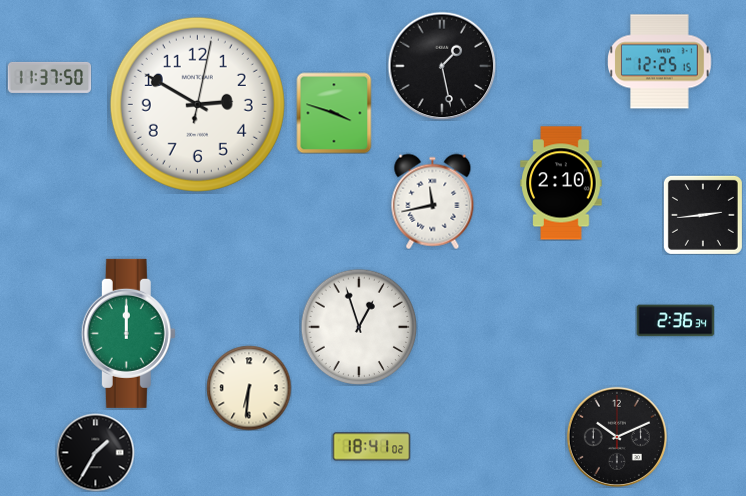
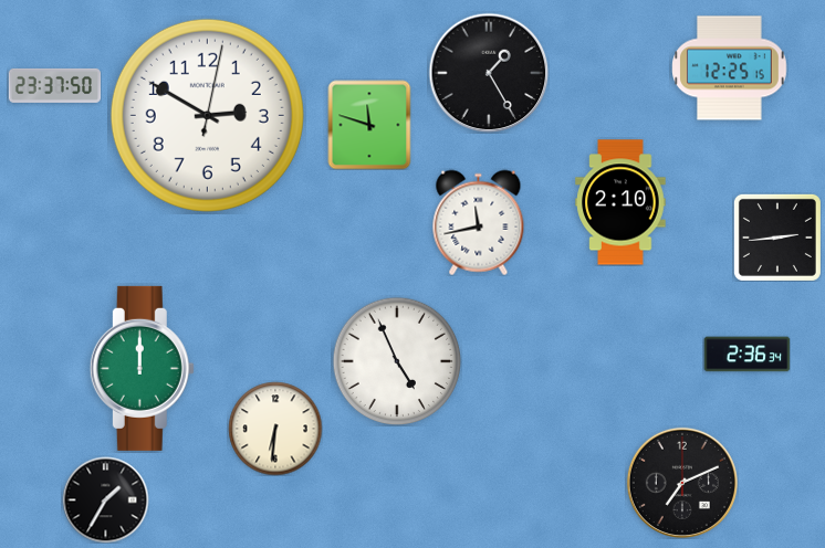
clock at (442, 66): 1:28 -> 1:25
clock at (49, 77): 11:37 -> 23:37
clock at (197, 104) position: (197, 104) -> (207, 115)
clock at (334, 113): 3:48 -> 11:48
clock at (359, 327): 12:57 -> 4:56
clock at (617, 437): 10:11 -> 7:11
clock at (371, 447): 18:41 -> none
